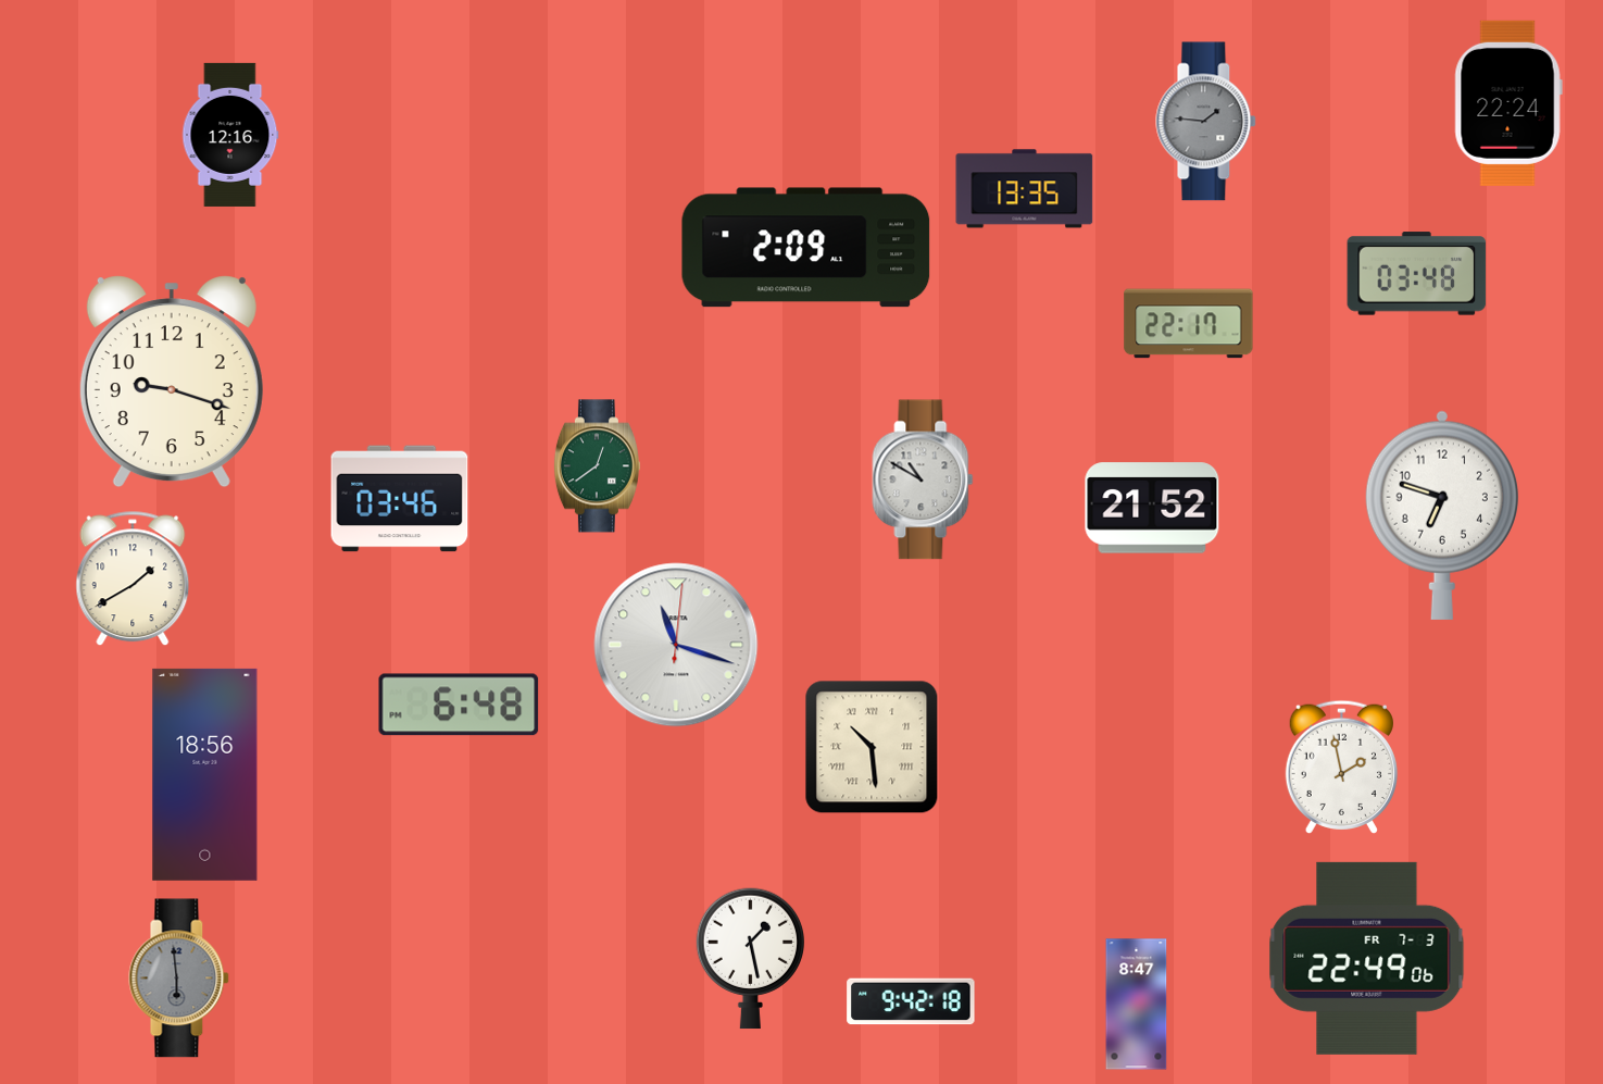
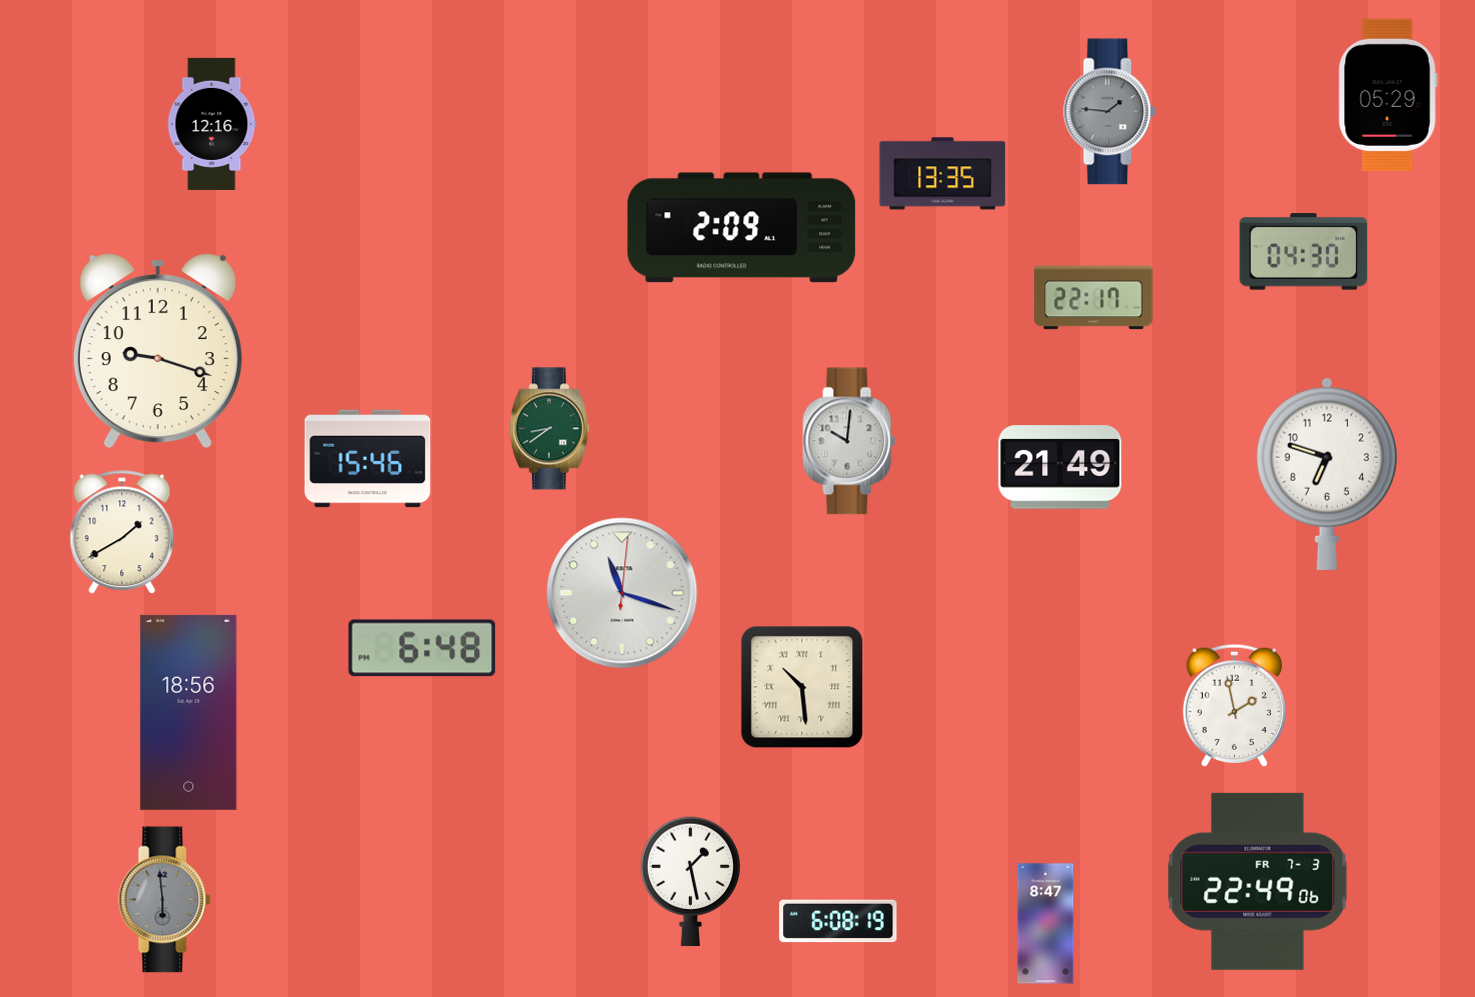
clock at (1508, 103): 22:24 -> 05:29
clock at (1417, 274): 03:48 -> 04:30
clock at (597, 466): 12:39 -> 8:39
clock at (923, 479): 10:50 -> 10:01
clock at (400, 499): 03:46 -> 15:46
clock at (1152, 508): 21:52 -> 21:49
clock at (911, 1001): 9:42 -> 6:08
